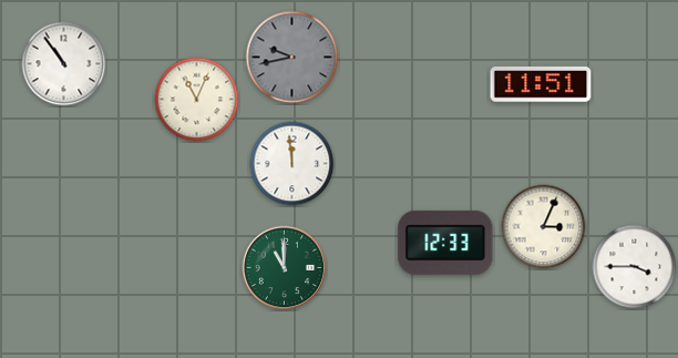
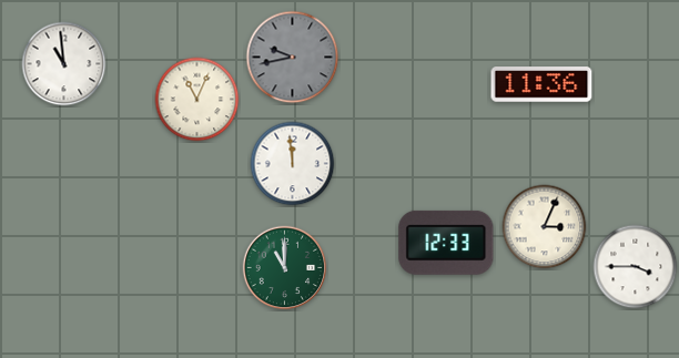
clock at (64, 64): 10:54 -> 10:59
clock at (541, 84): 11:51 -> 11:36
